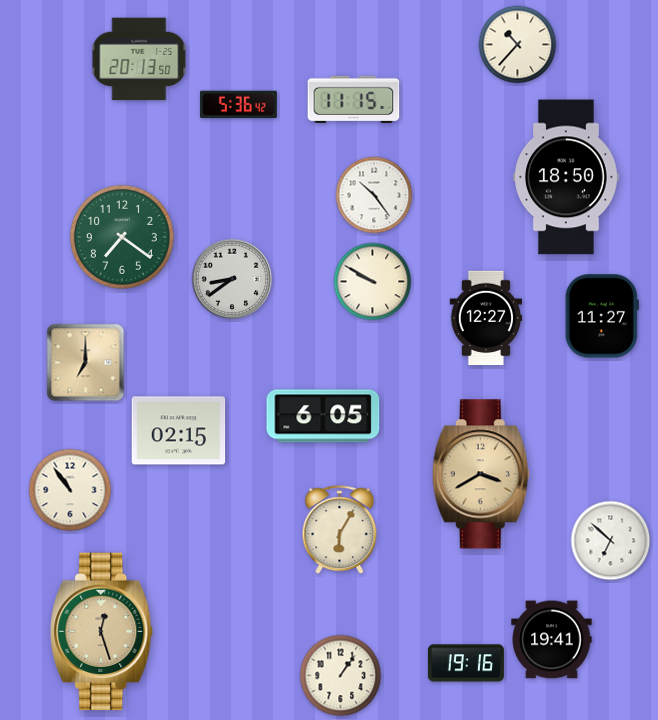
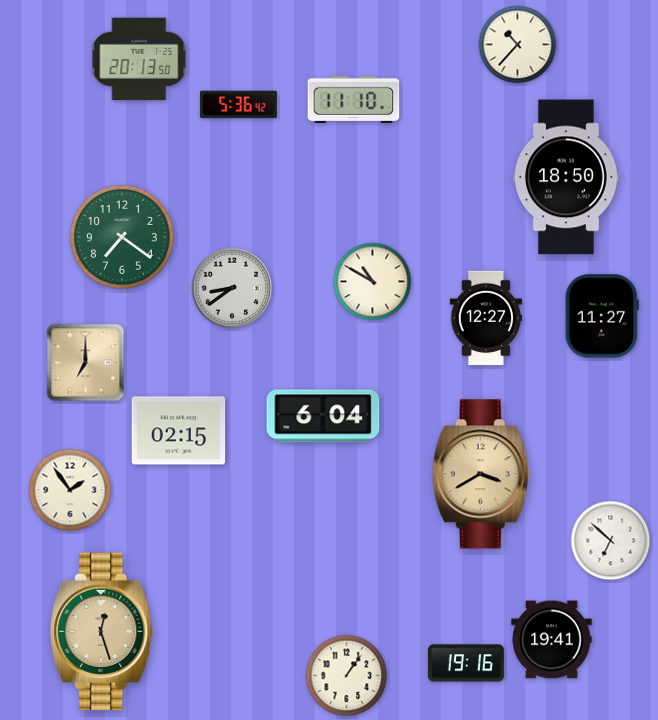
clock at (354, 99): 11:15 -> 11:10
clock at (374, 195): 10:24 -> none
clock at (232, 279) position: (232, 279) -> (232, 288)
clock at (373, 282): 9:50 -> 10:50
clock at (323, 416): 6:05 -> 6:04
clock at (70, 490): 10:54 -> 1:54
clock at (340, 530): 6:05 -> none
clock at (341, 676) position: (341, 676) -> (347, 676)
